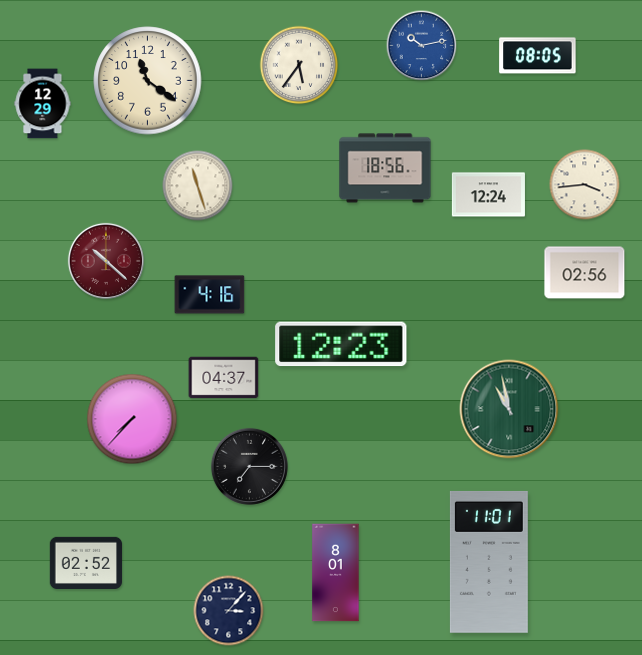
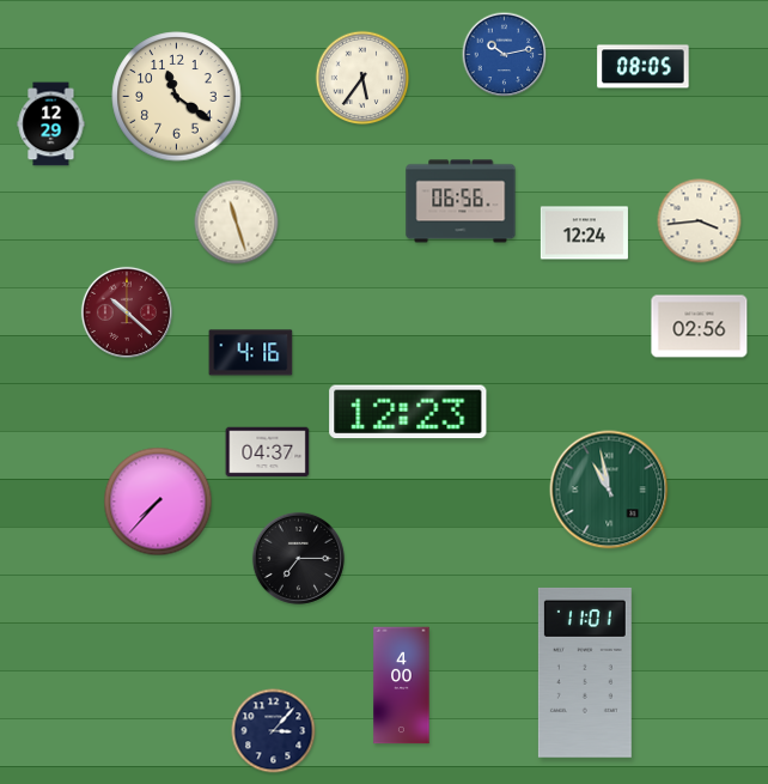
clock at (299, 65) position: (299, 65) -> (362, 78)
clock at (385, 168): 18:56 -> 06:56
clock at (86, 562): 02:52 -> none
clock at (336, 573): 8:01 -> 4:00
